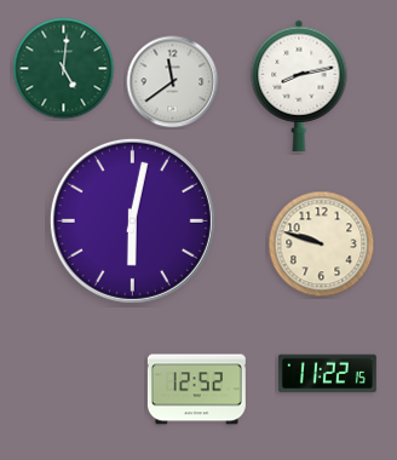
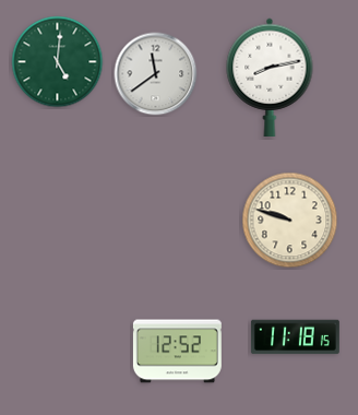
clock at (132, 220): 6:02 -> none
clock at (327, 374): 11:22 -> 11:18
